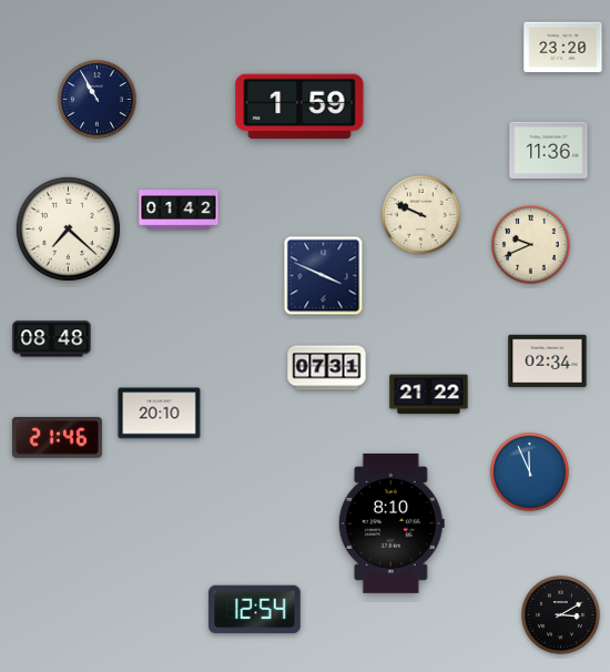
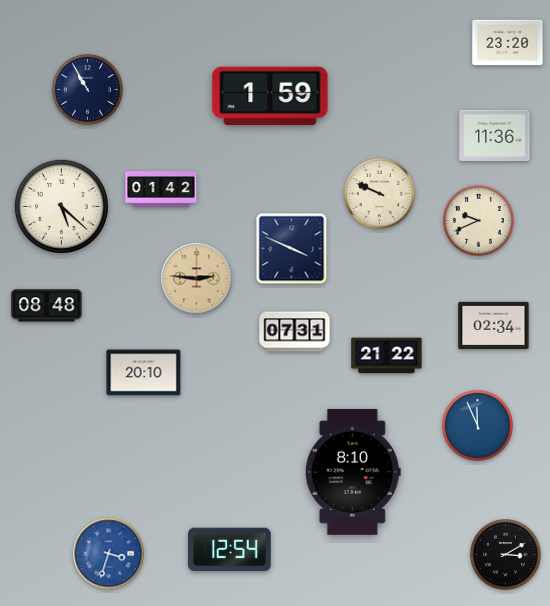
clock at (68, 228): 7:22 -> 5:22
clock at (197, 279): none -> 2:46
clock at (57, 438): 21:46 -> none
clock at (109, 554): none -> 3:33
